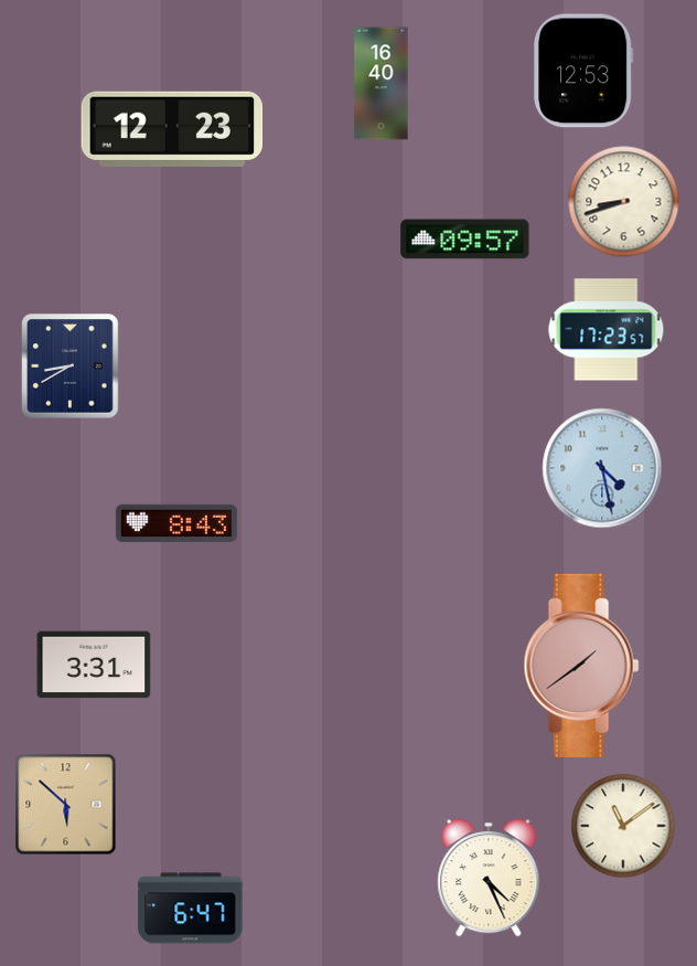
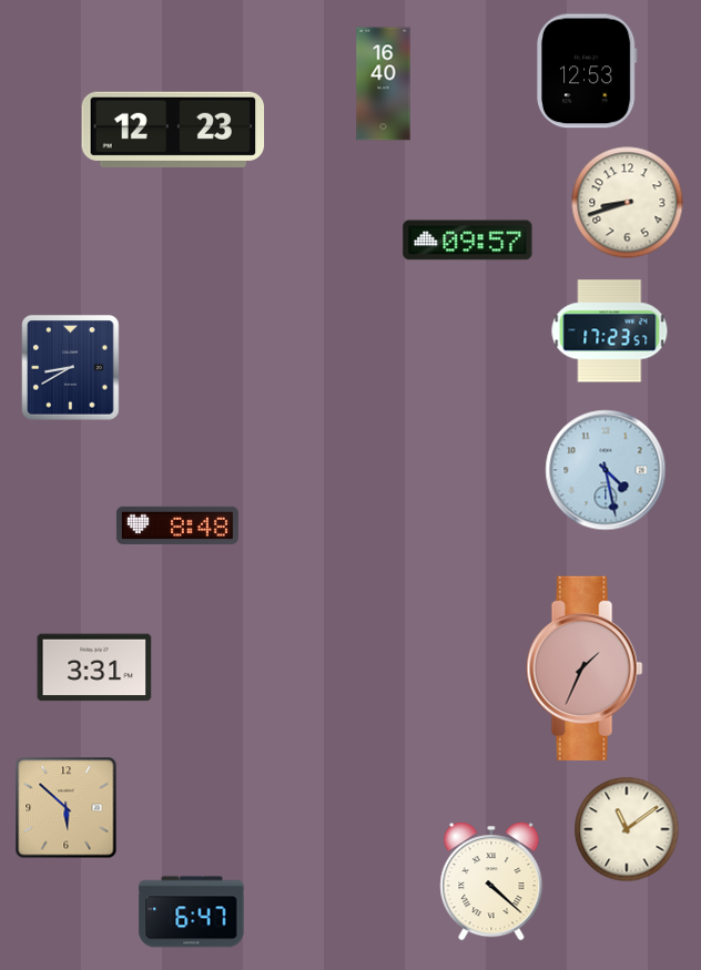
clock at (176, 523): 8:43 -> 8:48
clock at (581, 666): 1:39 -> 1:34
clock at (489, 878): 4:26 -> 4:22
